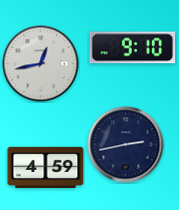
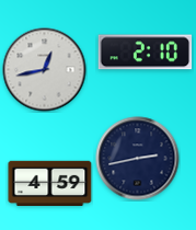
clock at (133, 48): 9:10 -> 2:10
